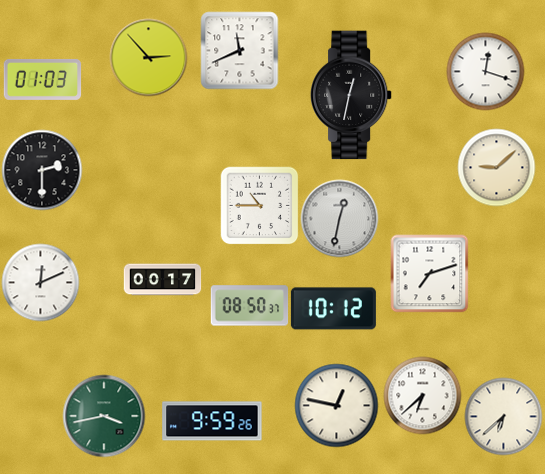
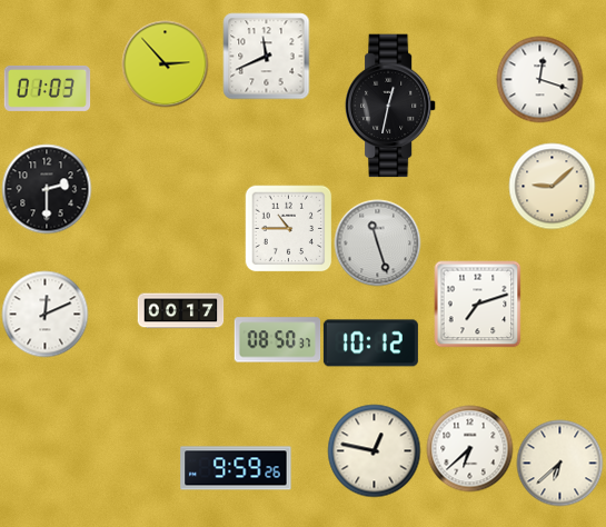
clock at (339, 218): 12:32 -> 11:27
clock at (422, 395) position: (422, 395) -> (469, 448)
clock at (104, 416): 3:43 -> none
